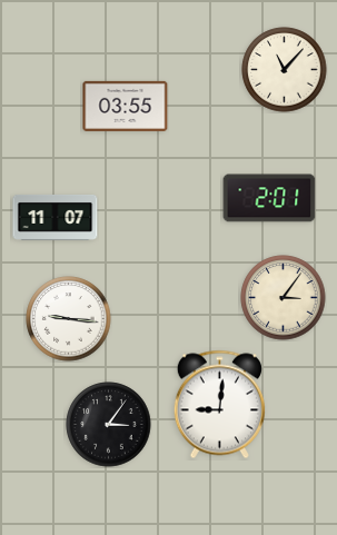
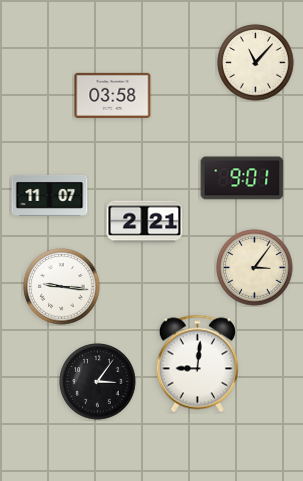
clock at (126, 106): 03:55 -> 03:58
clock at (269, 198): 2:01 -> 9:01
clock at (145, 222): none -> 2:21
